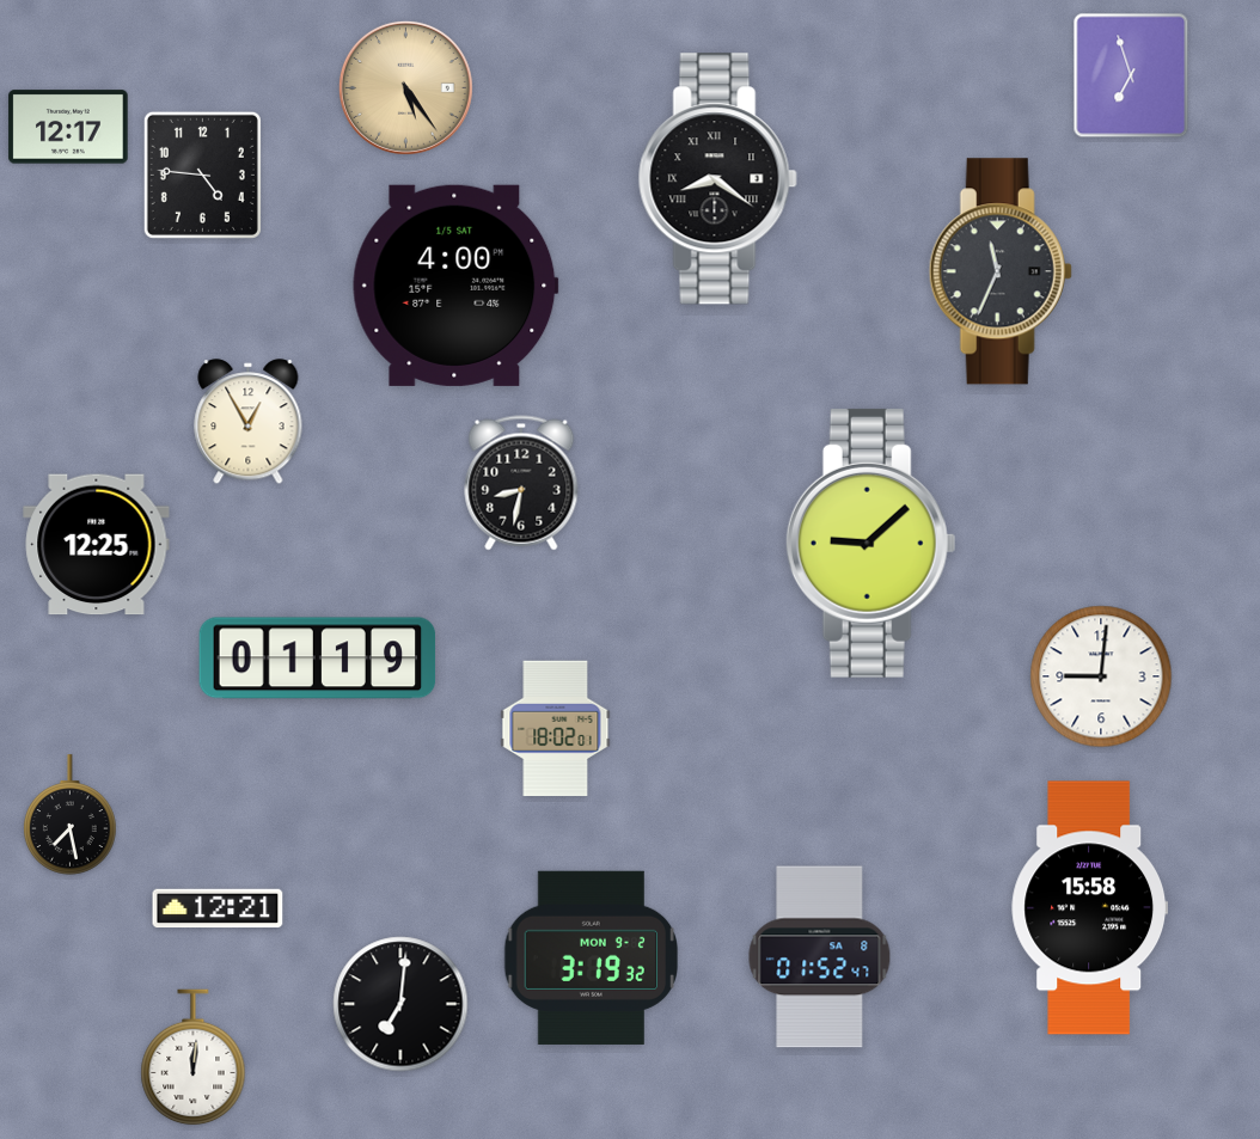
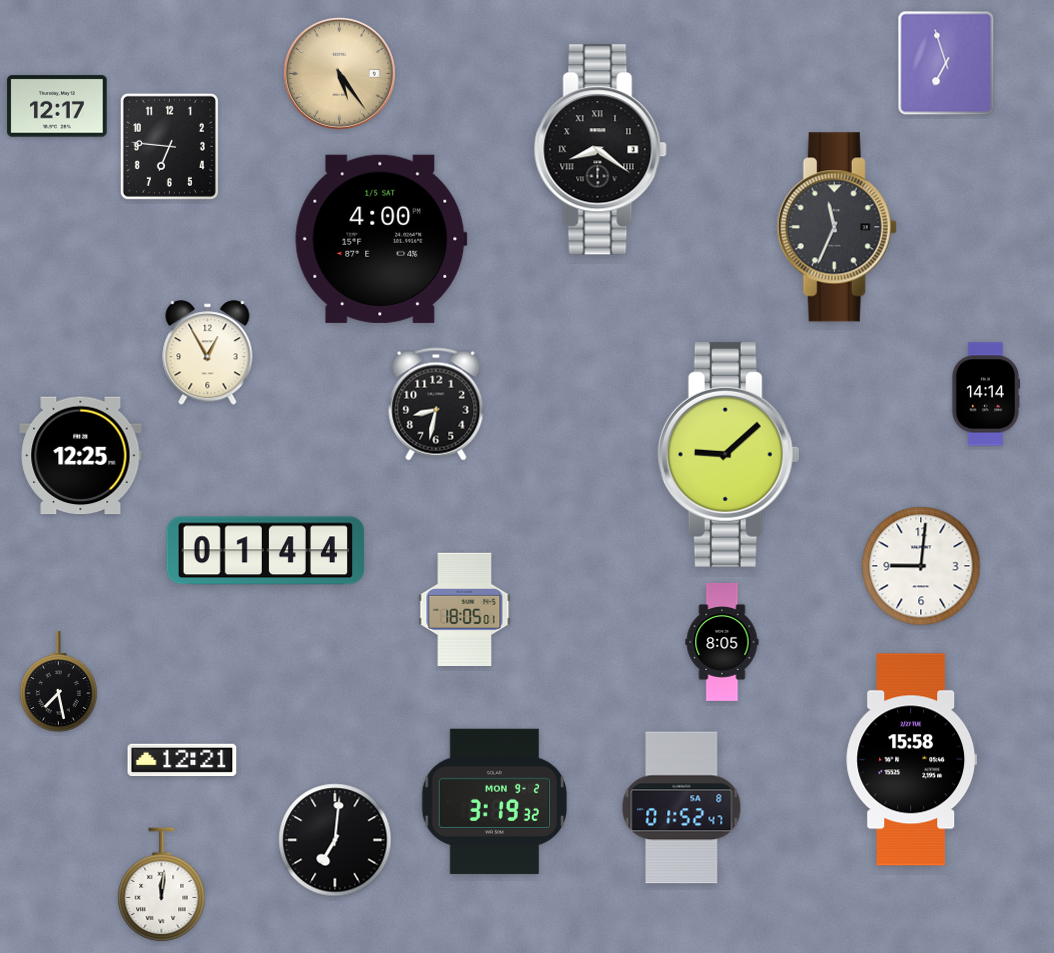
clock at (202, 174): 4:46 -> 6:46
clock at (985, 394): none -> 14:14
clock at (318, 659): 01:19 -> 01:44
clock at (556, 729): 18:02 -> 18:05
clock at (722, 642): none -> 8:05
clock at (820, 957) position: (820, 957) -> (682, 808)
